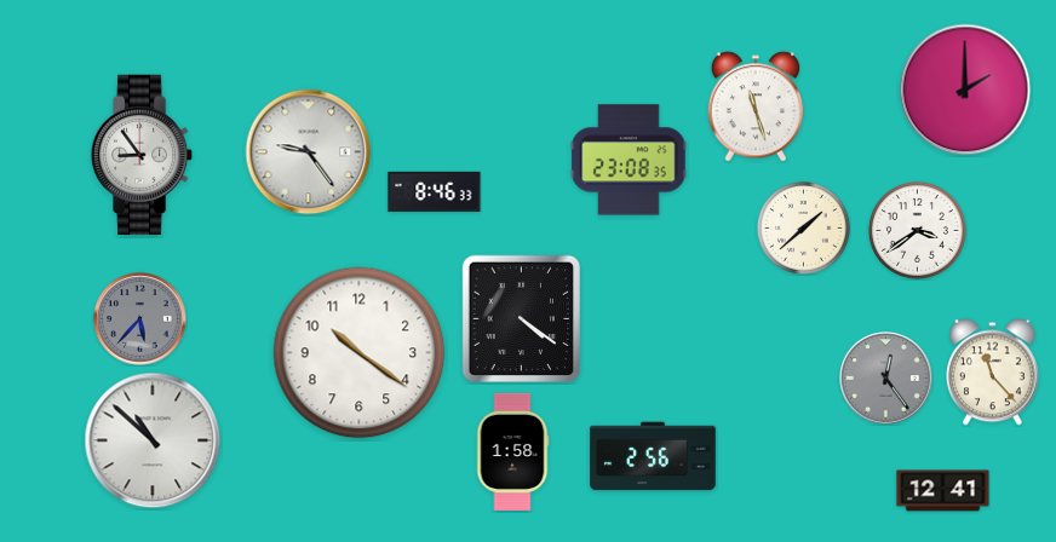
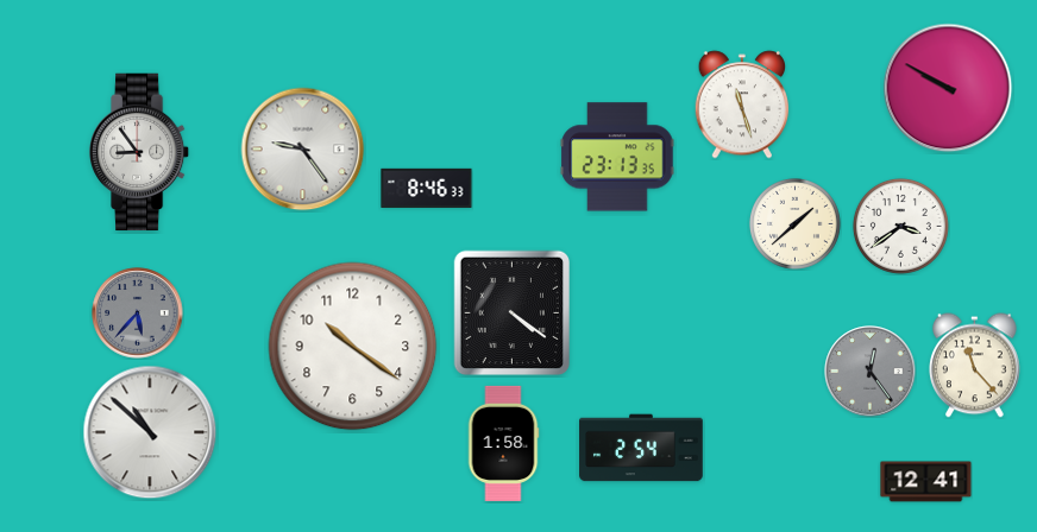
clock at (965, 90): 2:00 -> 9:50
clock at (629, 160): 23:08 -> 23:13
clock at (803, 227) position: (803, 227) -> (794, 223)
clock at (653, 456): 2:56 -> 2:54
